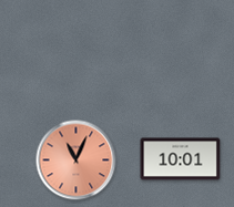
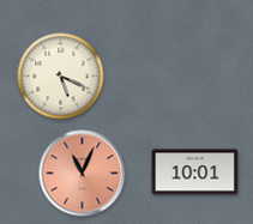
clock at (61, 77): none -> 5:19
